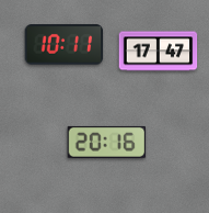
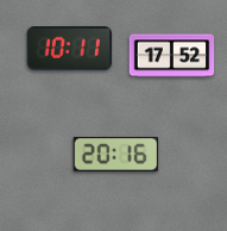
clock at (159, 52): 17:47 -> 17:52
